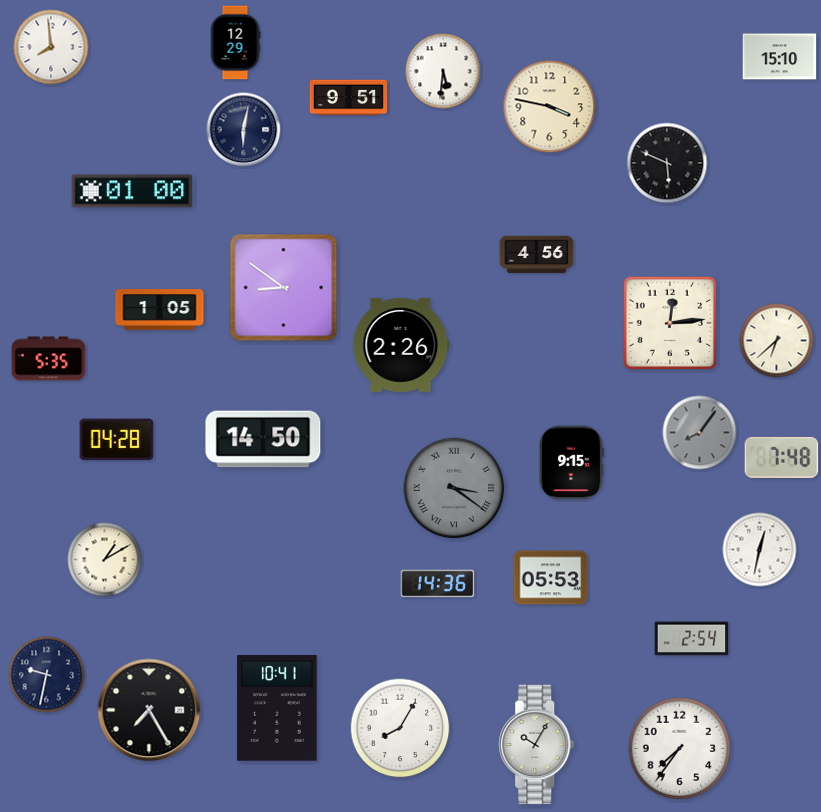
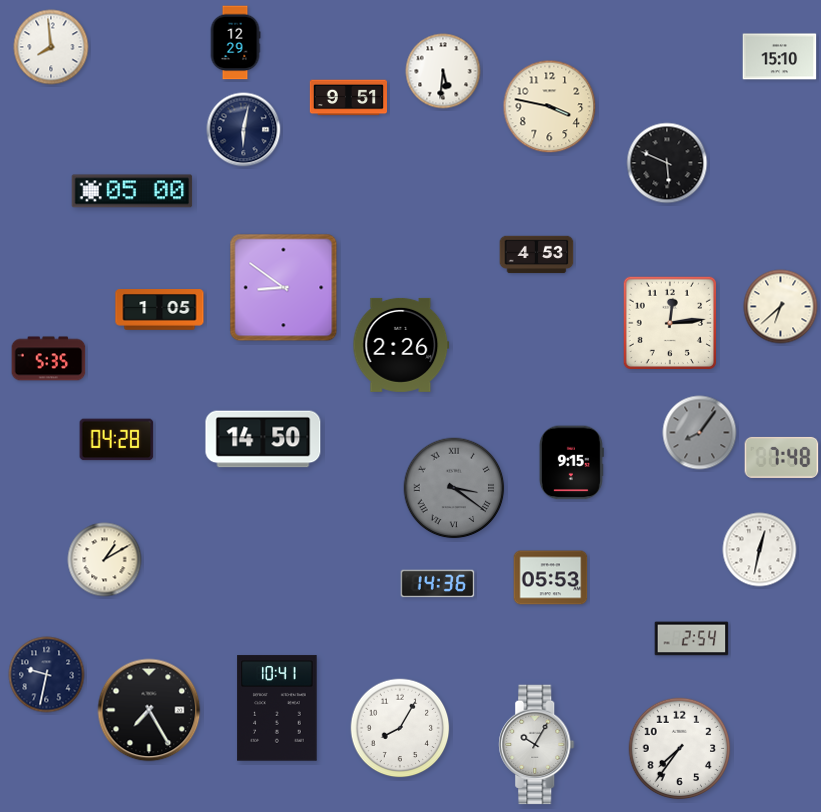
clock at (132, 191): 01:00 -> 05:00
clock at (537, 255): 4:56 -> 4:53
clock at (777, 341) position: (777, 341) -> (781, 307)
